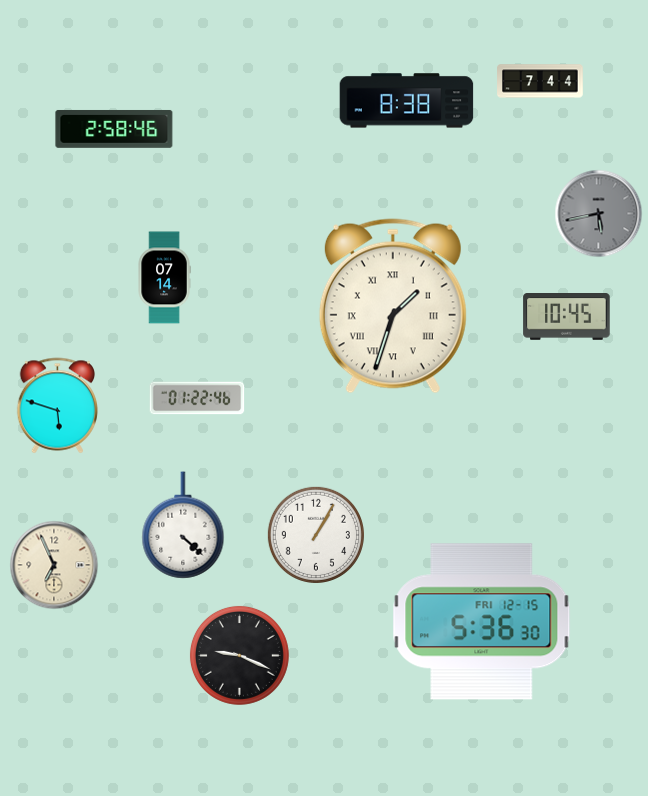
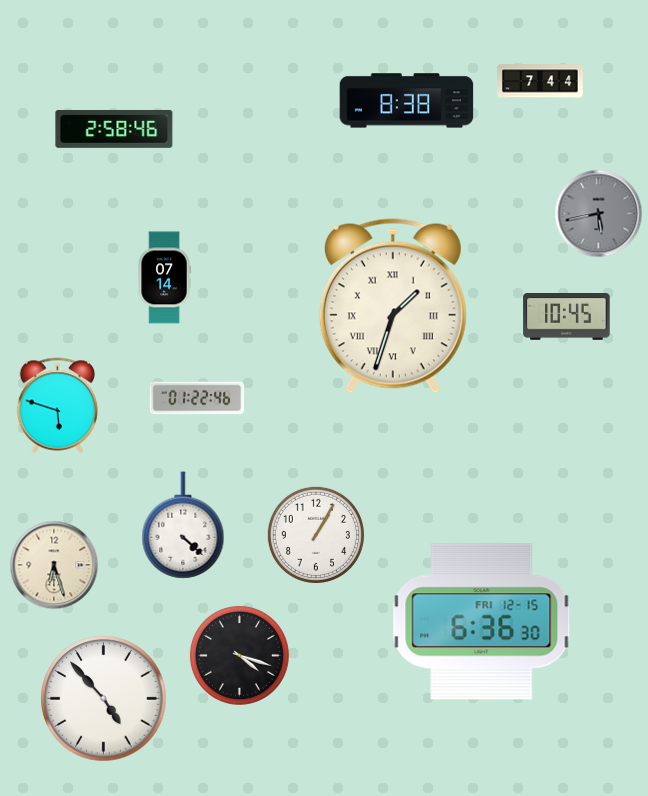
clock at (54, 565): 6:56 -> 6:27
clock at (482, 622): 5:36 -> 6:36
clock at (239, 655): 9:19 -> 4:18
clock at (104, 699): none -> 4:53
